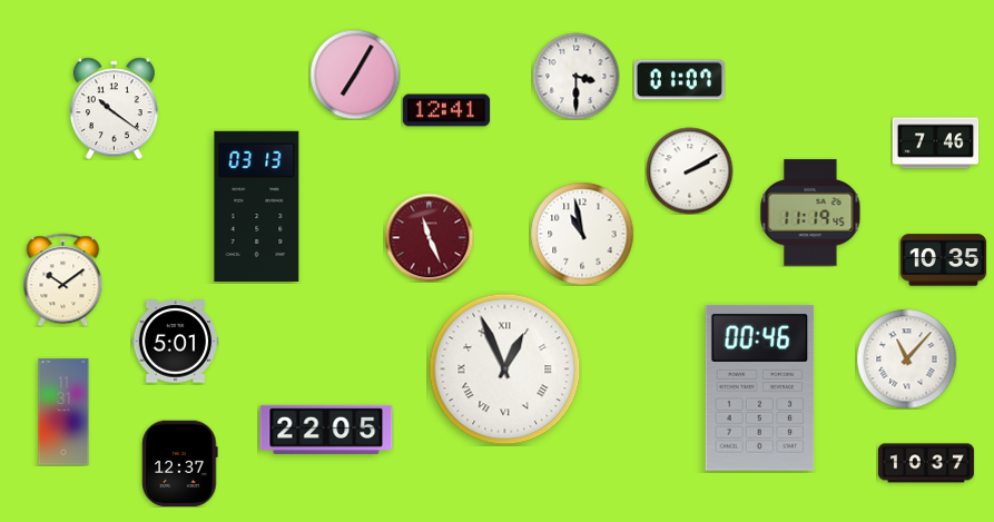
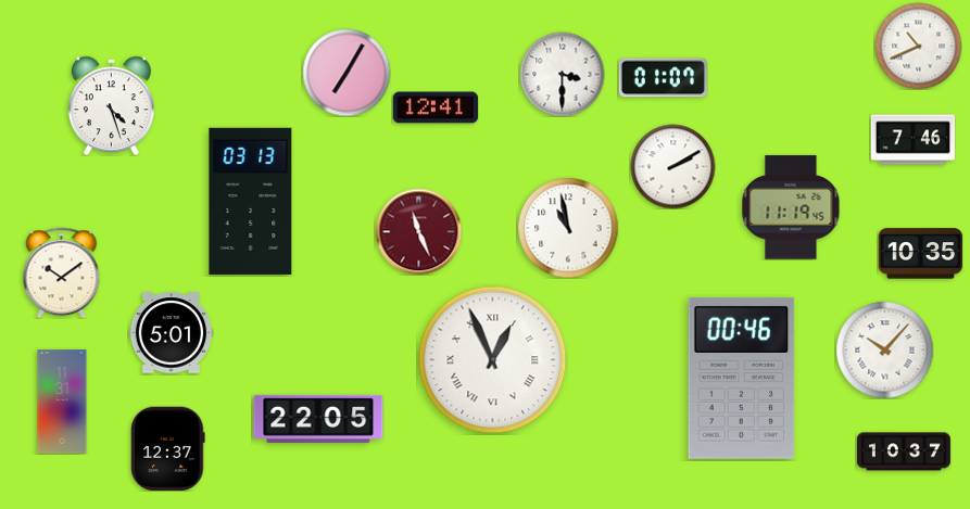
clock at (918, 46): none -> 10:41
clock at (114, 108): 10:21 -> 4:27
clock at (906, 358): 11:07 -> 10:07
clock at (180, 463) position: (180, 463) -> (168, 448)
